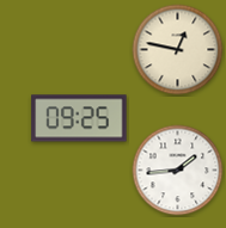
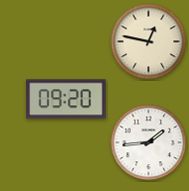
clock at (79, 118): 09:25 -> 09:20
